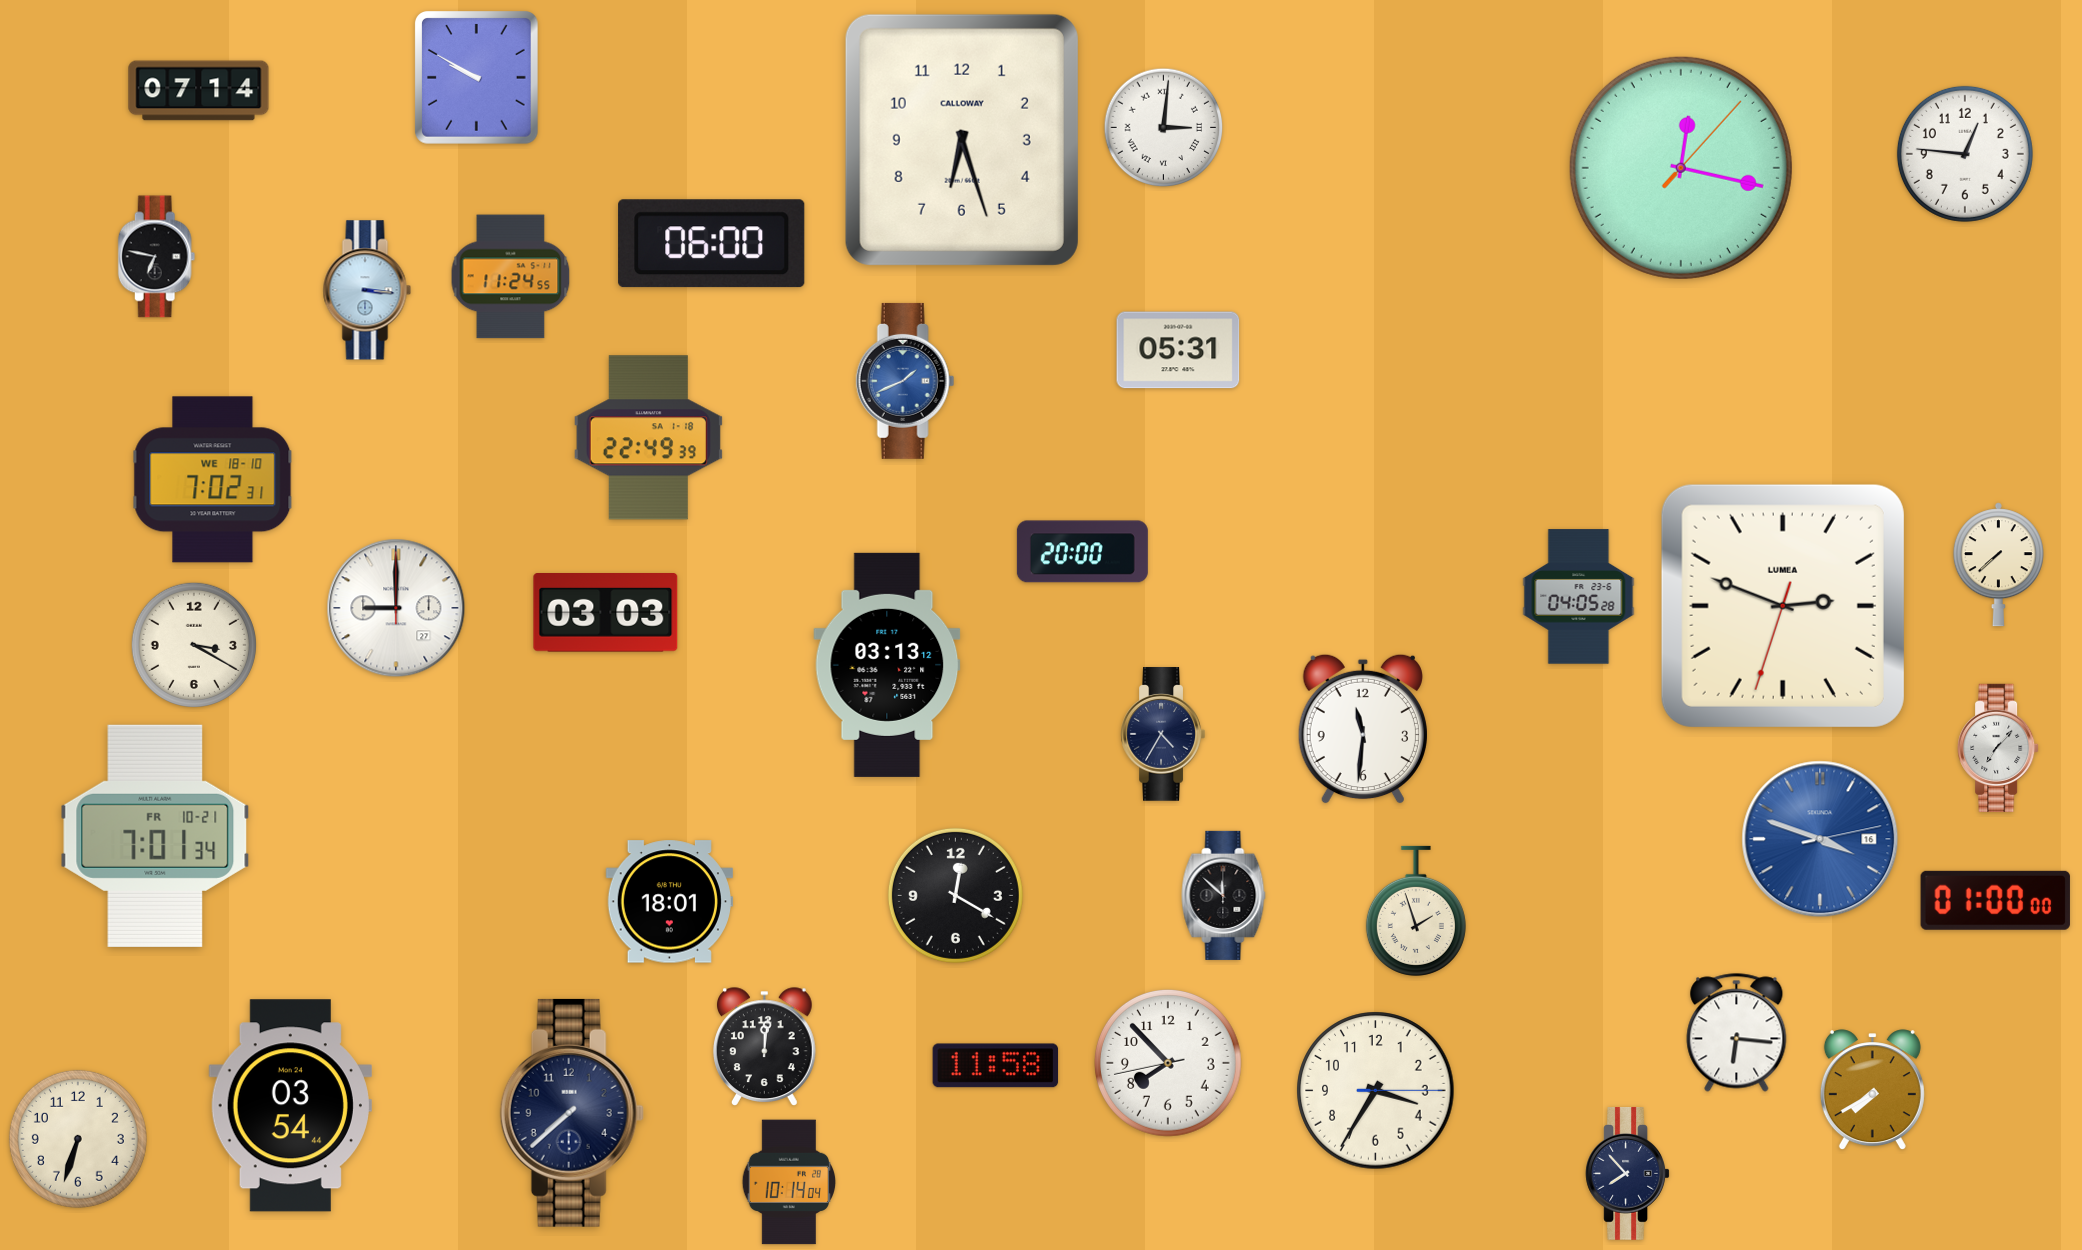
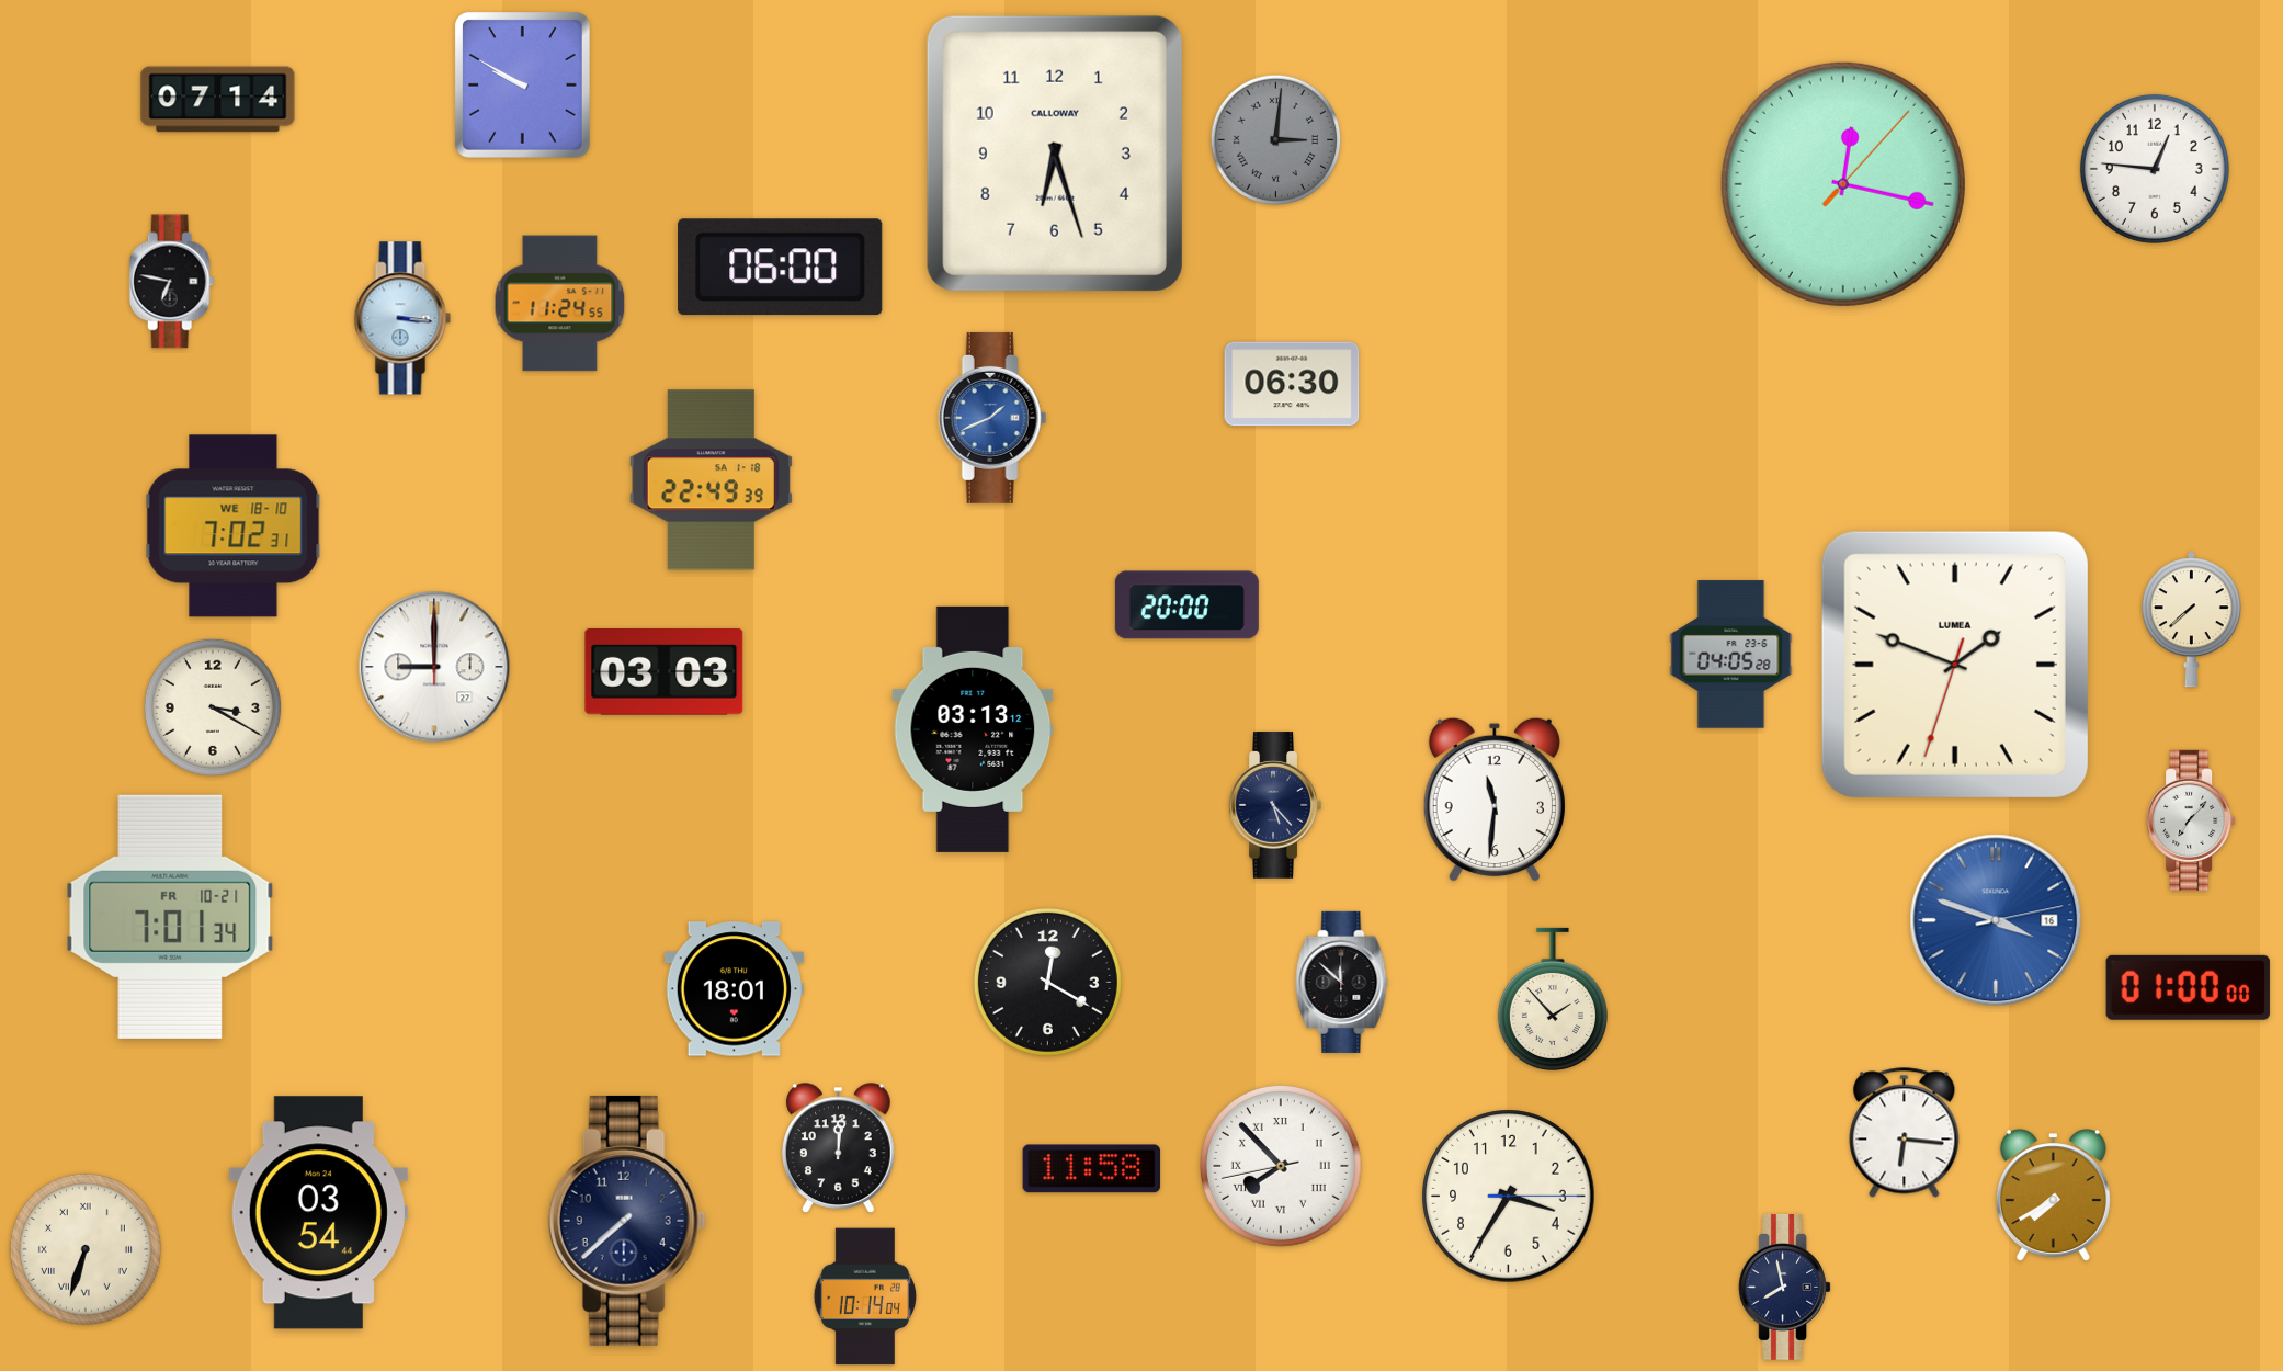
clock at (1164, 128) dial: white -> grey
clock at (1178, 350): 05:31 -> 06:30
clock at (1783, 606): 2:48 -> 1:48
clock at (1163, 734): 4:35 -> 5:23
clock at (1416, 911): 1:57 -> 1:53
clock at (1168, 1063) numerals: Arabic -> Roman
clock at (78, 1139) numerals: Arabic -> Roman
clock at (1628, 1174): 7:53 -> 7:58
